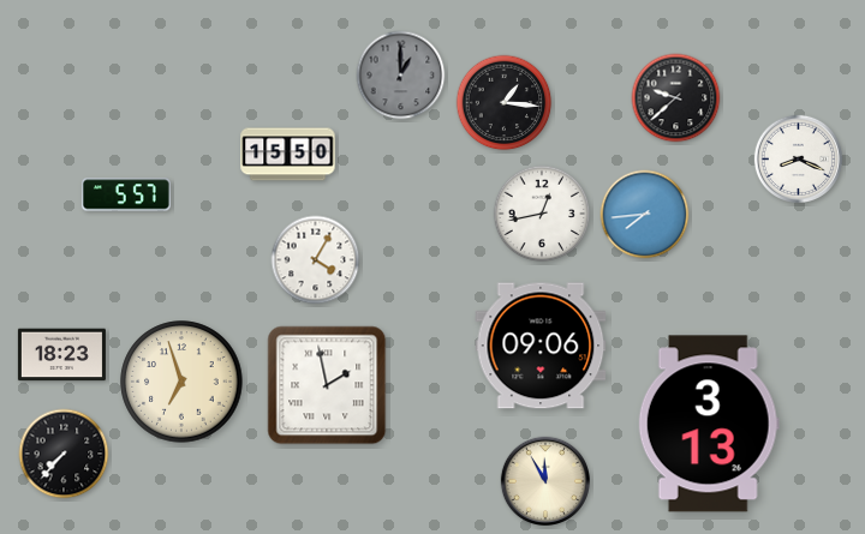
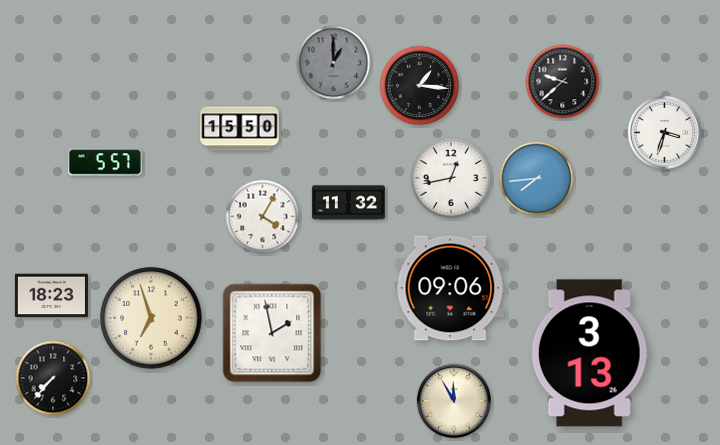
clock at (799, 160): 8:19 -> 3:33
clock at (348, 203): none -> 11:32
clock at (327, 385) position: (327, 385) -> (272, 333)
